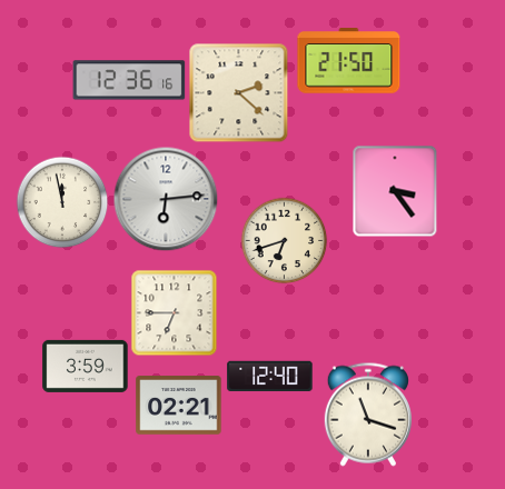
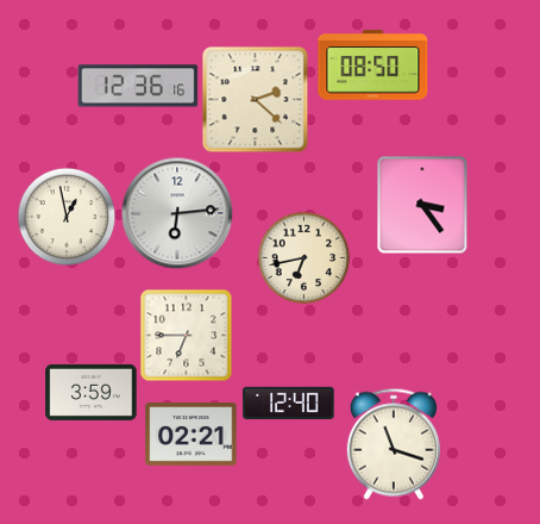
clock at (349, 61): 21:50 -> 08:50
clock at (62, 202): 11:58 -> 12:58
clock at (284, 240): 6:42 -> 6:43
